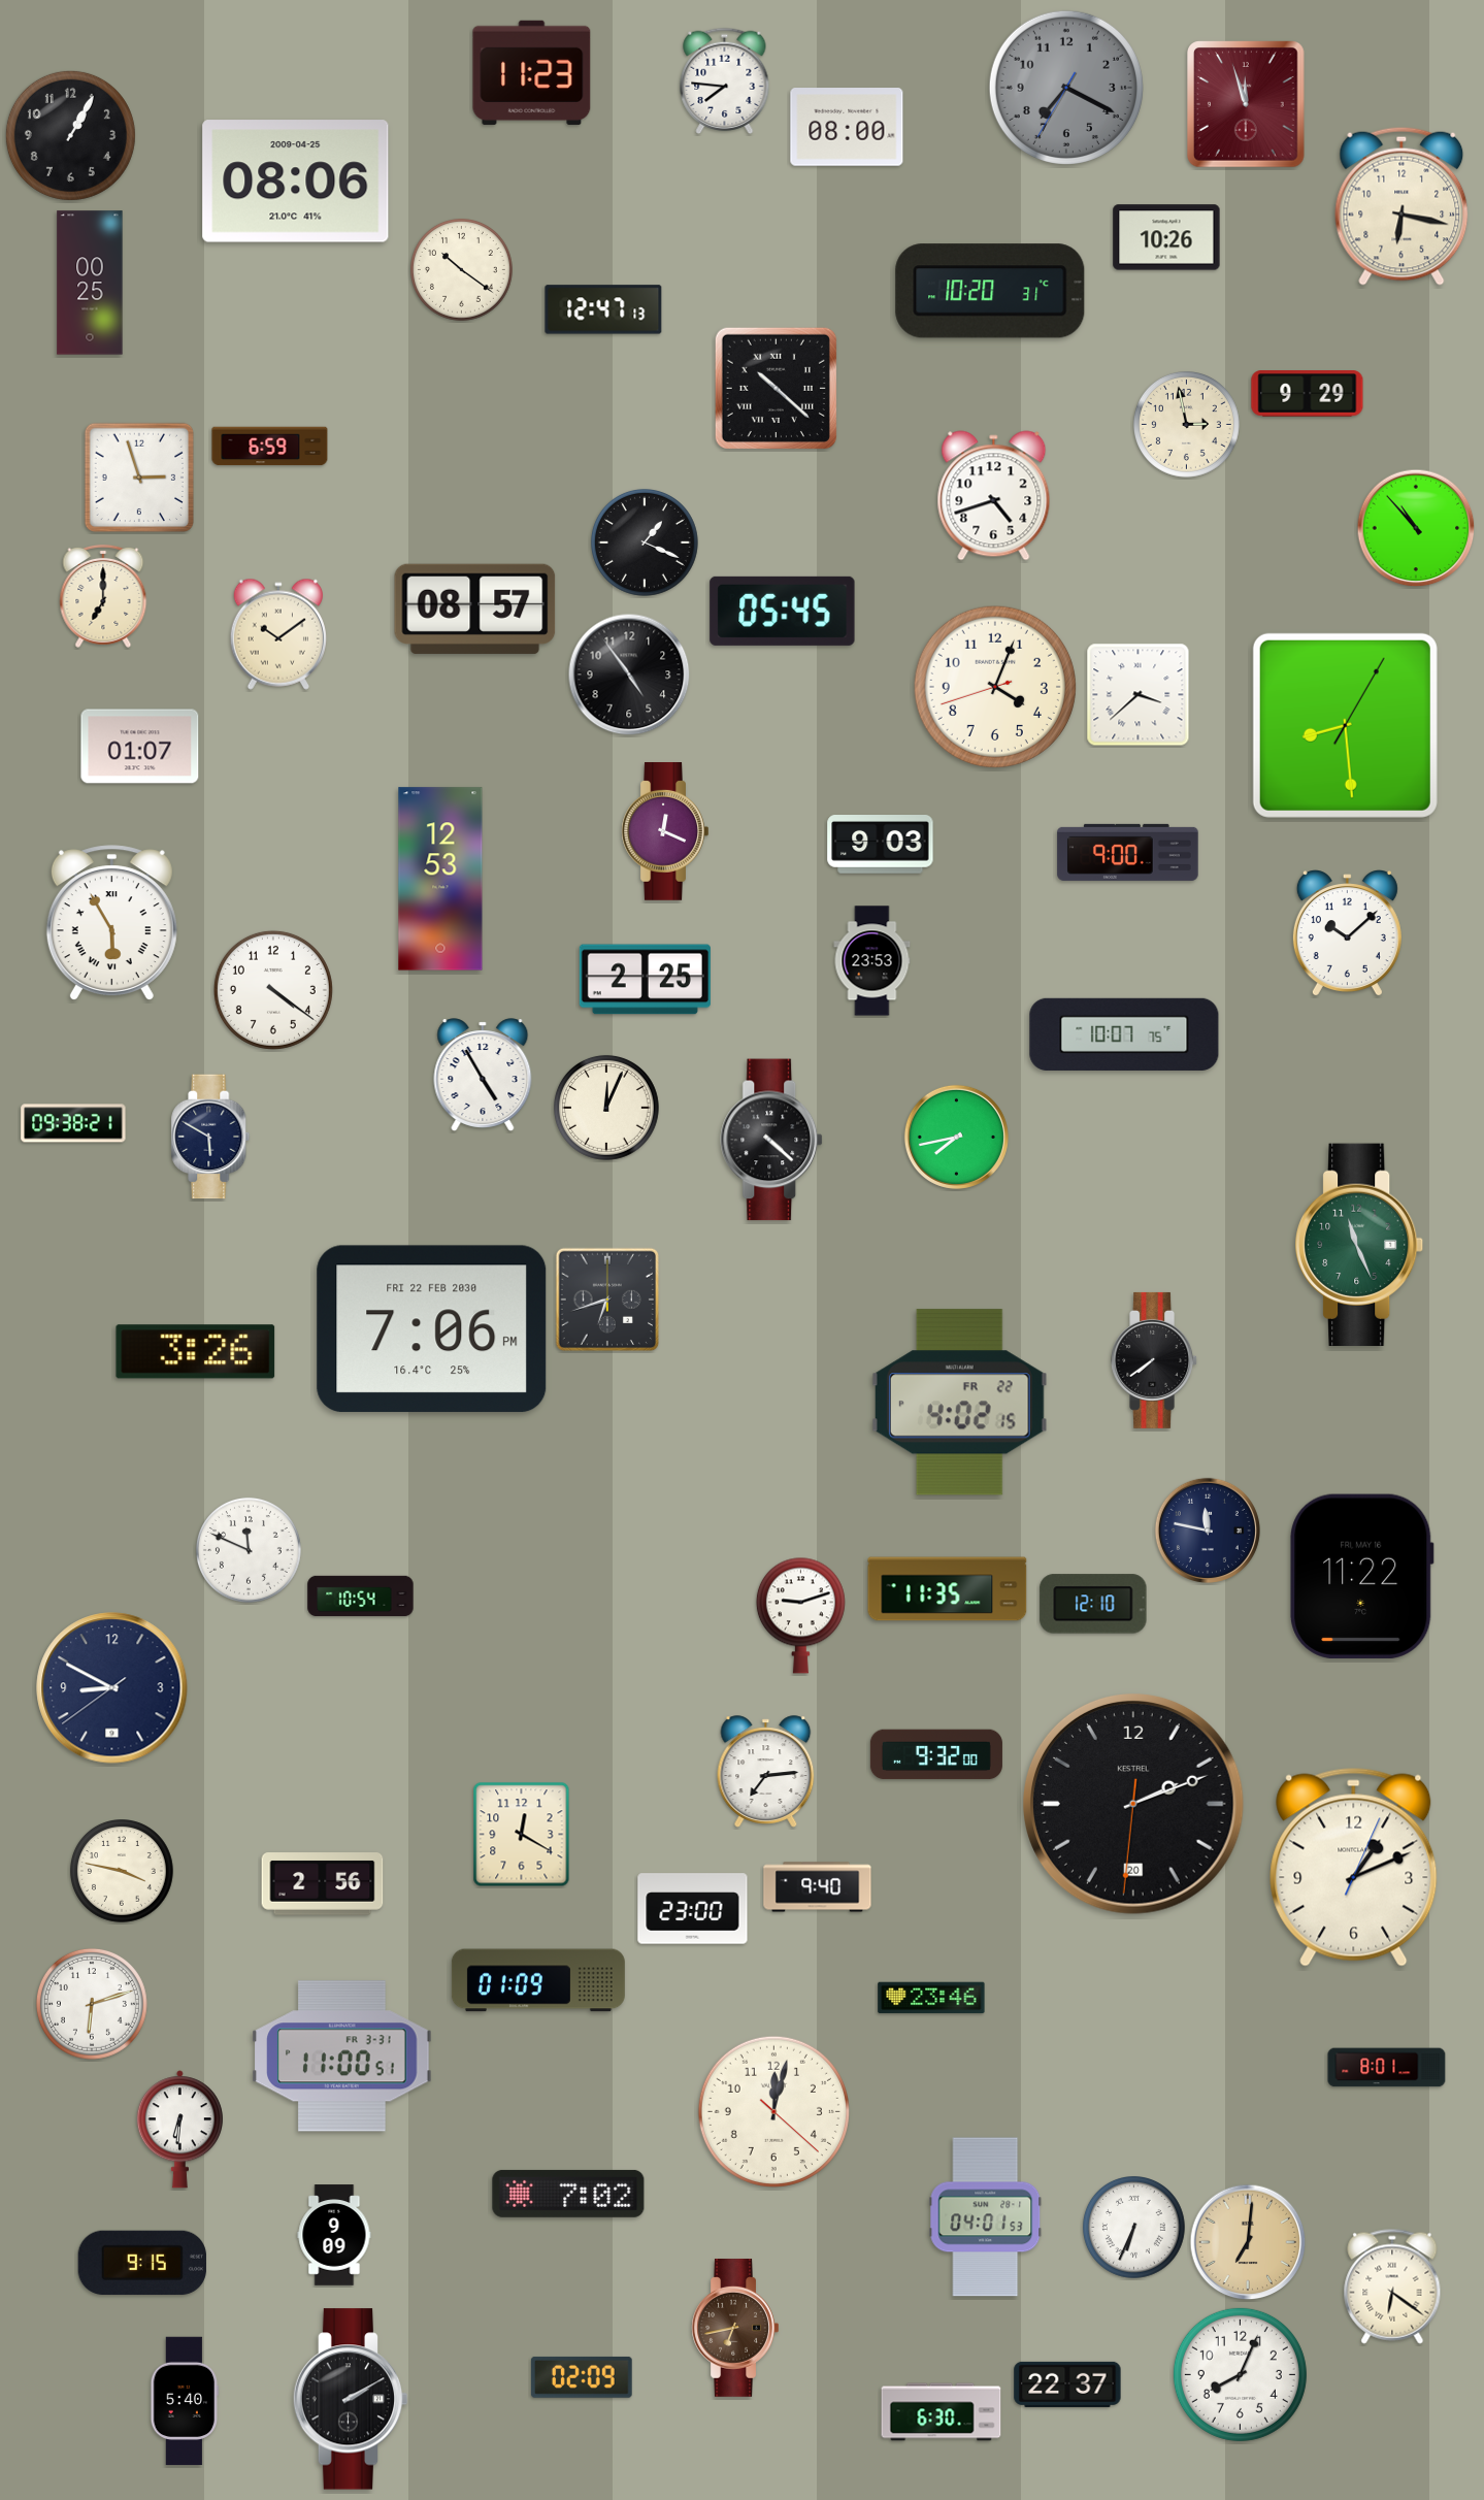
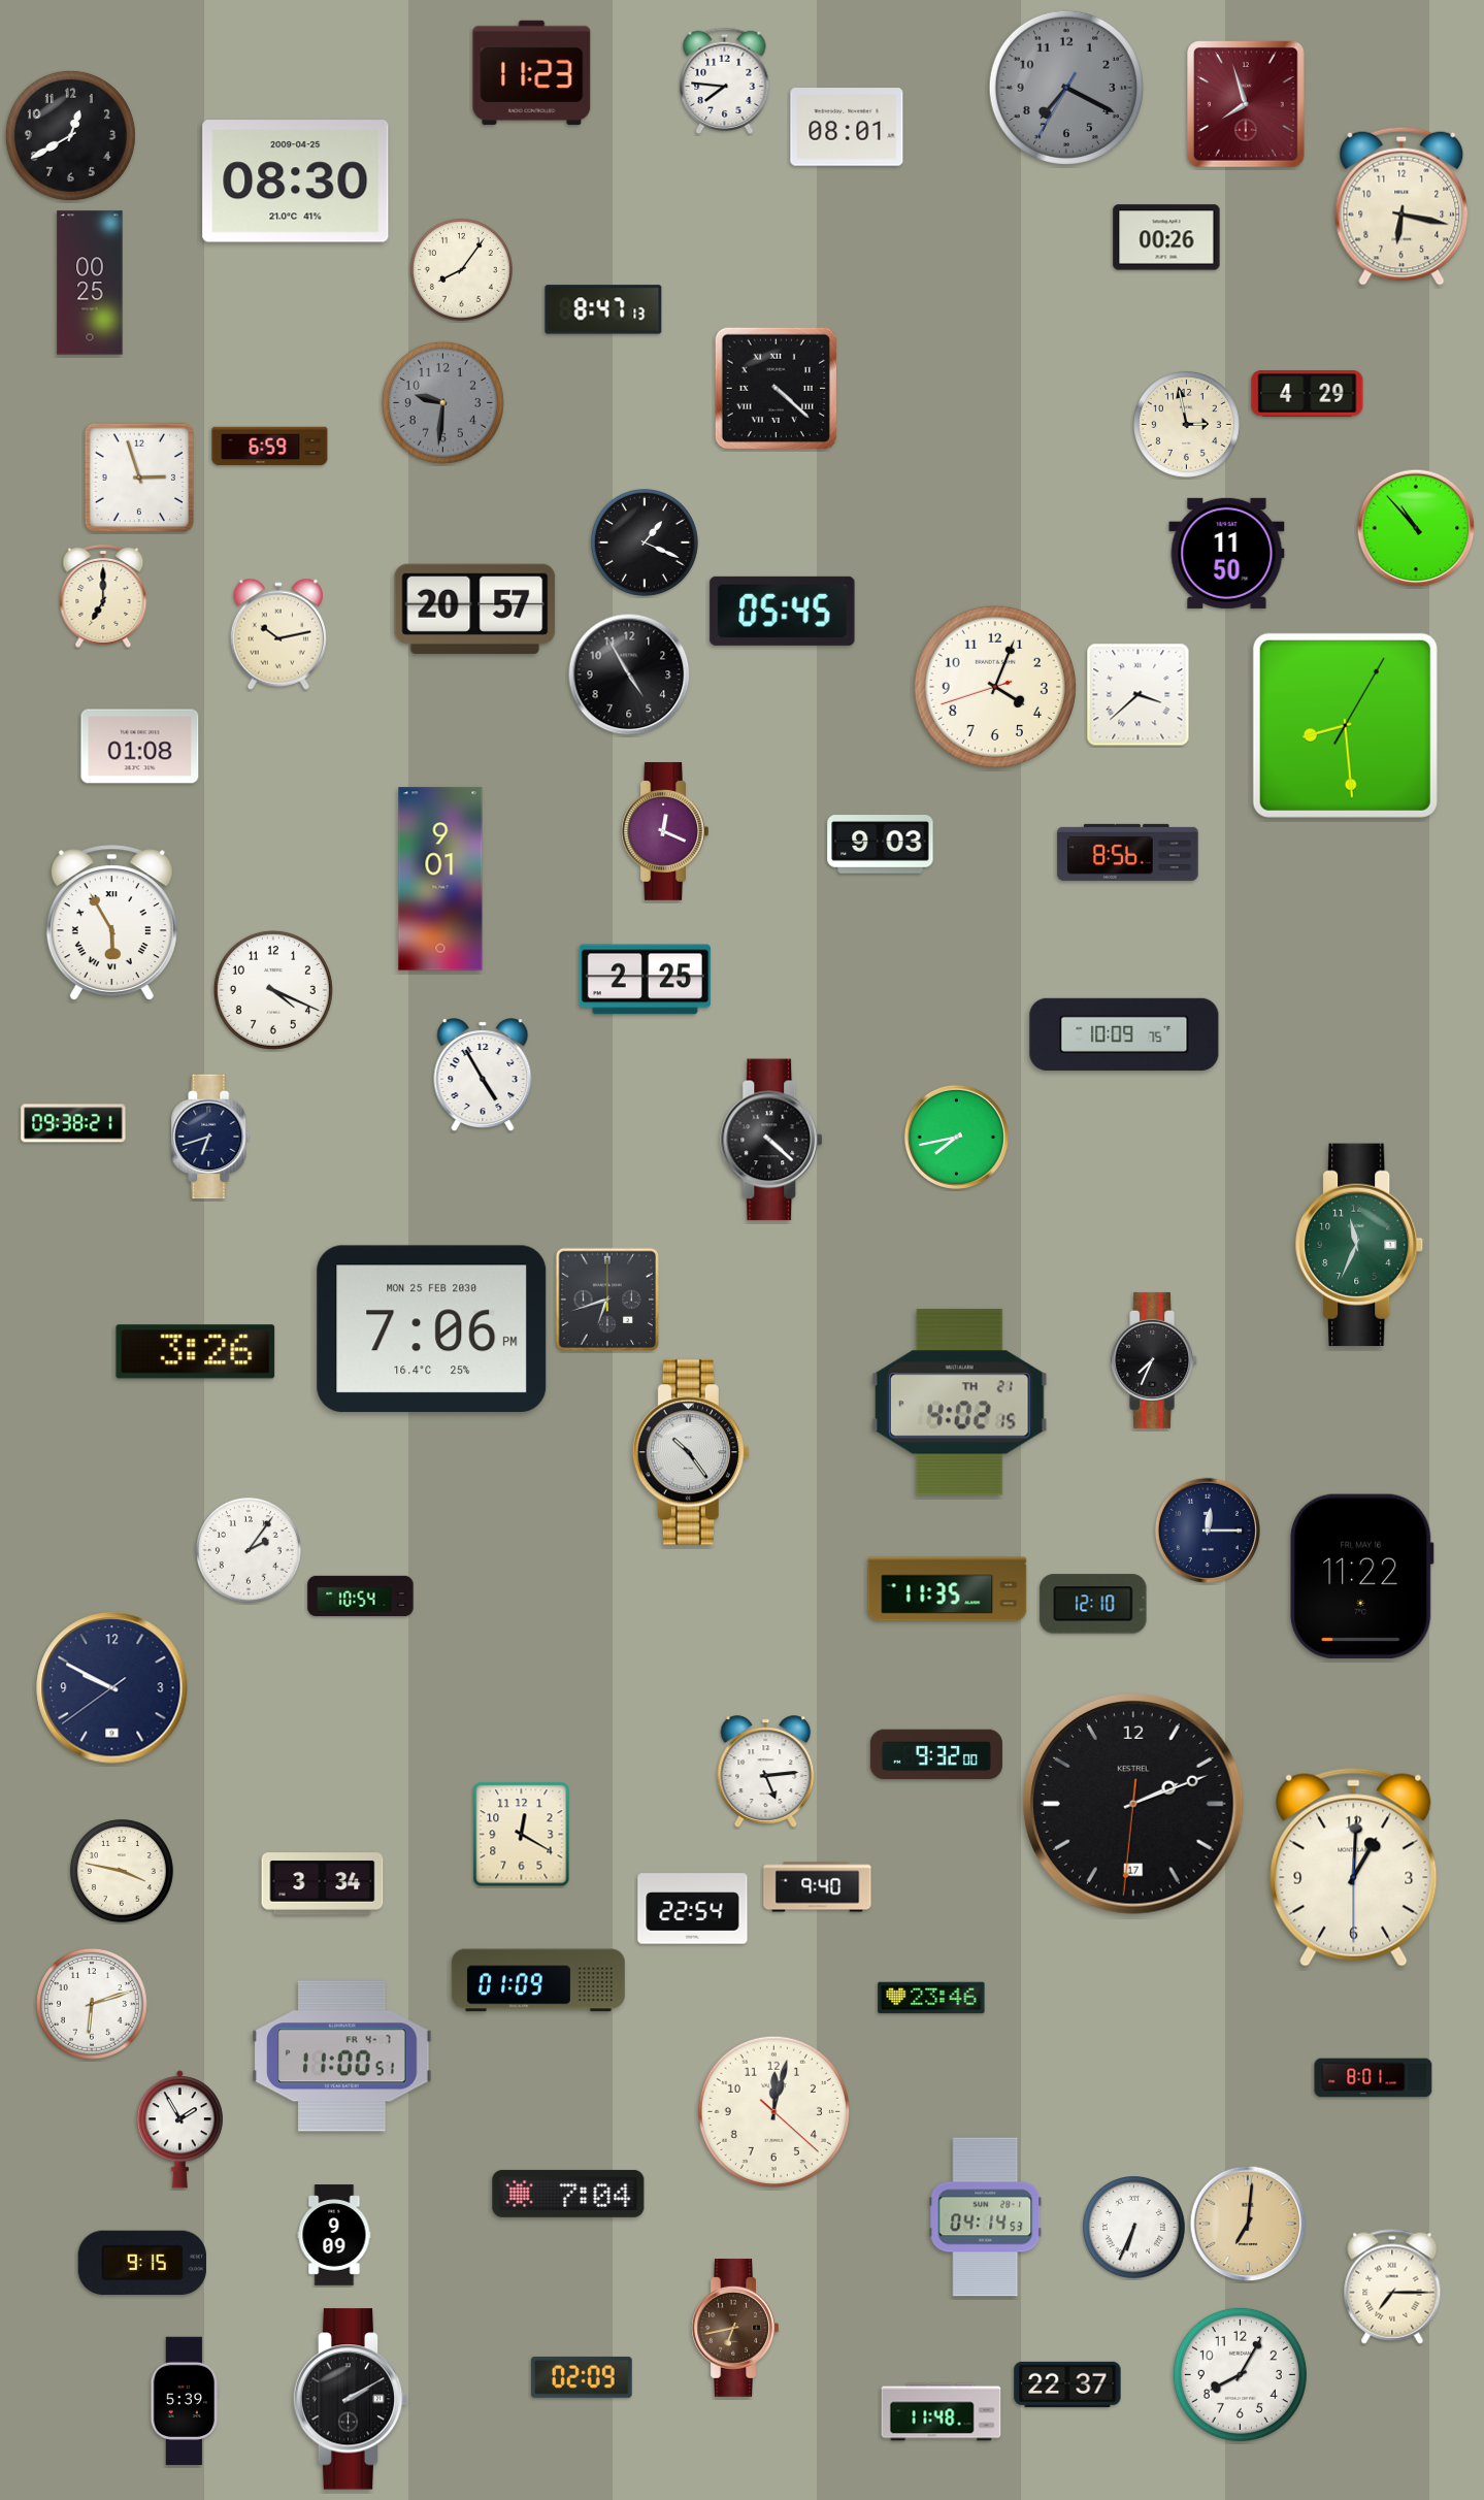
clock at (1247, 104): 11:57 -> 7:57
clock at (847, 127): 08:00 -> 08:01
clock at (70, 135): 1:05 -> 12:40
clock at (296, 182): 08:06 -> 08:30
clock at (1166, 237): 10:26 -> 00:26
clock at (462, 270): 10:21 -> 8:06
clock at (990, 291): 10:20 -> none
clock at (603, 309): 12:47 -> 8:47
clock at (776, 388): 10:22 -> 4:22
clock at (1308, 394): 9:29 -> 4:29
clock at (442, 402): none -> 9:31
clock at (994, 496): 4:42 -> none
clock at (1227, 553): none -> 11:50
clock at (475, 608): 08:57 -> 20:57
clock at (277, 634): 10:09 -> 10:13
clock at (629, 675): 4:54 -> 4:55
clock at (140, 747): 01:07 -> 01:08
clock at (1128, 852): 9:00 -> 8:56
clock at (440, 879): 12:53 -> 9:01
clock at (1347, 933): 10:08 -> none
clock at (872, 961): 23:53 -> none
clock at (273, 990): 4:21 -> 4:19
clock at (1124, 1034): 10:07 -> 10:09
clock at (606, 1108): 12:04 -> none
clock at (210, 1137): 5:50 -> 6:42
clock at (1360, 1244): 11:26 -> 11:34
clock at (432, 1329) date: FRI 22 FEB 2030 -> MON 25 FEB 2030
clock at (1155, 1360): 7:39 -> 7:34
clock at (959, 1403) date: FR 22 -> TH 21
clock at (691, 1452): none -> 10:24
clock at (1208, 1531): 11:47 -> 12:15
clock at (249, 1550): 11:49 -> 2:06
clock at (800, 1615): 9:12 -> none
clock at (112, 1688): 8:49 -> 9:49
clock at (766, 1772): 7:14 -> 5:14
clock at (1134, 1805) date: 20 -> 17
clock at (1354, 1867): 1:11 -> 1:00
clock at (323, 1884): 2:56 -> 3:34
clock at (693, 1909): 23:00 -> 22:54
clock at (342, 2057) date: FR 3-31 -> FR 4-7
clock at (1387, 2068) position: (1387, 2068) -> (1374, 2078)
clock at (179, 2130): 6:31 -> 1:55
clock at (568, 2194): 7:02 -> 7:04
clock at (986, 2217): 04:01 -> 04:14
clock at (1248, 2242) position: (1248, 2242) -> (1248, 2224)
clock at (1392, 2287): 6:21 -> 7:15
clock at (1240, 2374): 8:04 -> 8:05
clock at (185, 2401): 5:40 -> 5:39
clock at (942, 2412): 6:30 -> 11:48
